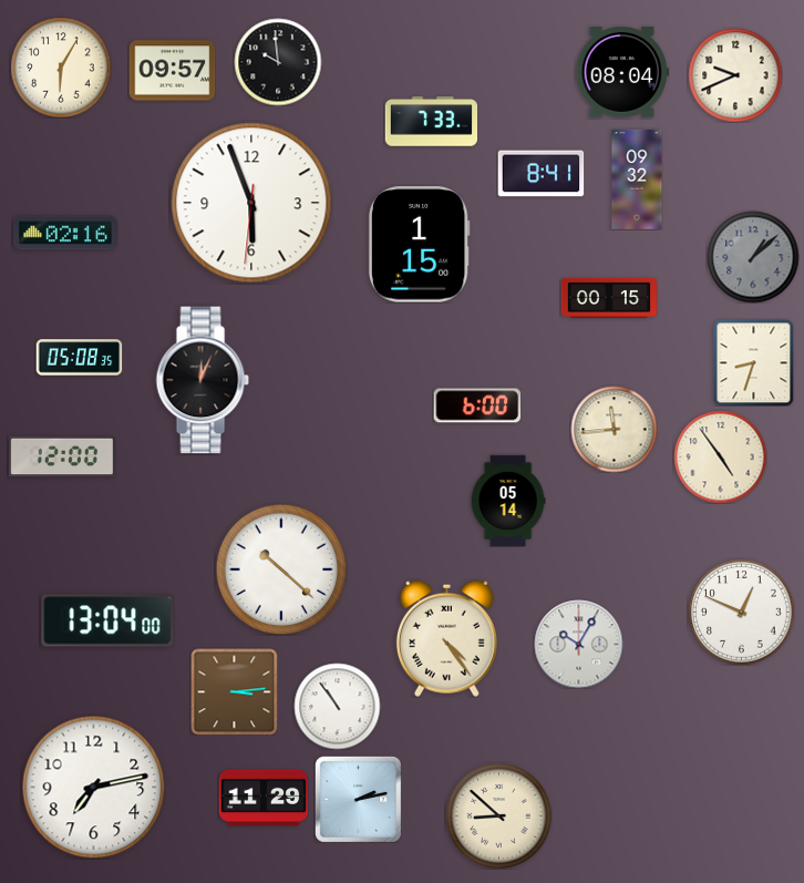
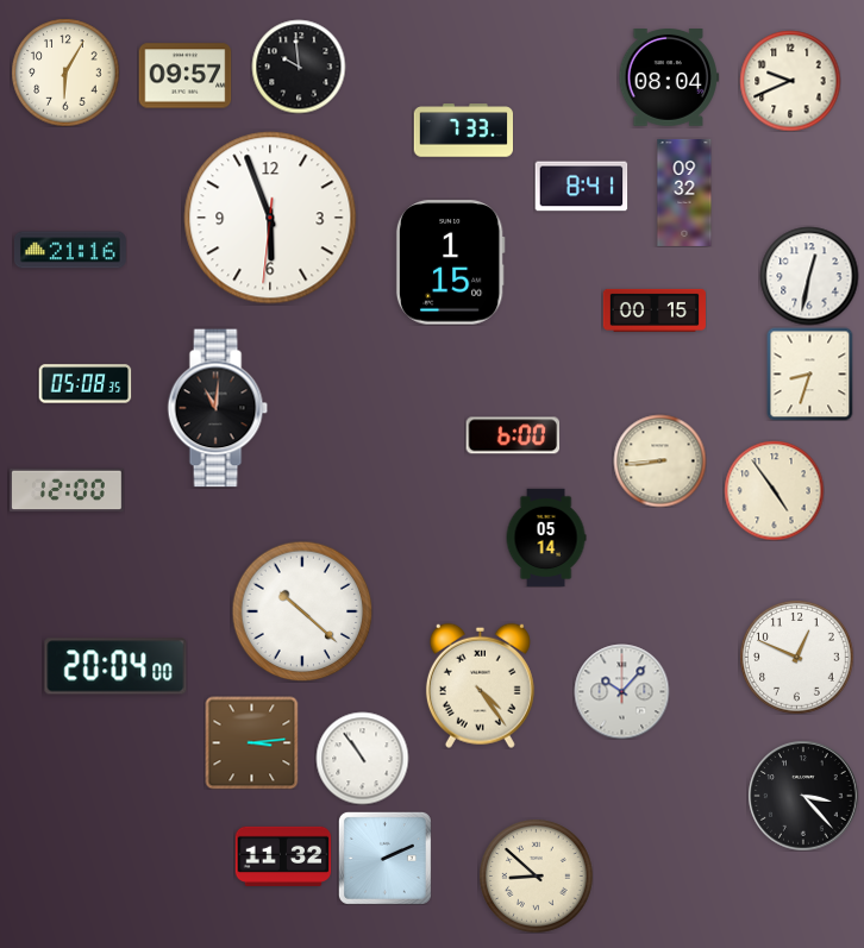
clock at (65, 233): 02:16 -> 21:16
clock at (753, 257): 1:08 -> 12:32
clock at (753, 257) dial: grey -> white
clock at (609, 298) position: (609, 298) -> (655, 310)
clock at (754, 362) position: (754, 362) -> (810, 373)
clock at (203, 380): 12:04 -> 11:01
clock at (614, 429): 11:44 -> 8:44
clock at (107, 620): 13:04 -> 20:04
clock at (578, 644): 10:05 -> 10:07
clock at (803, 796): none -> 3:23
clock at (93, 787): 7:13 -> none
clock at (264, 798): 11:29 -> 11:32
clock at (358, 799): 2:13 -> 2:11
